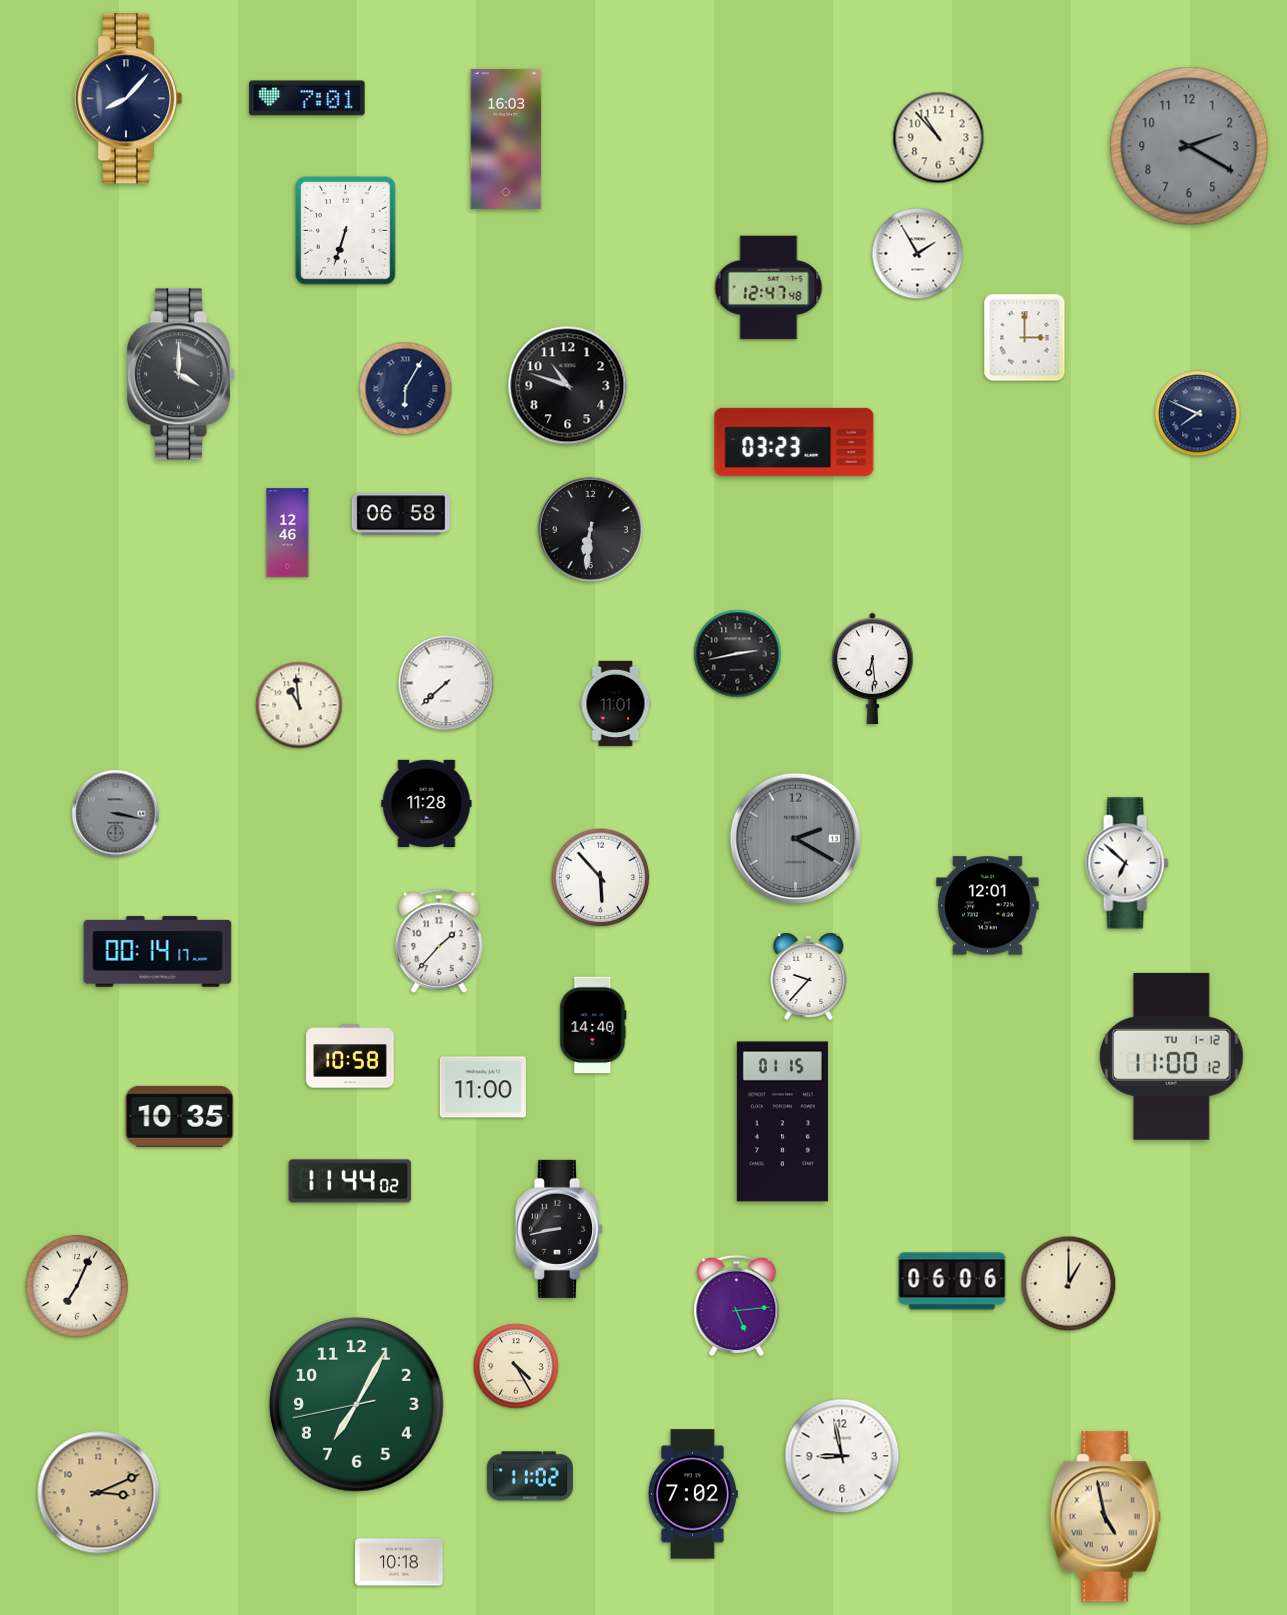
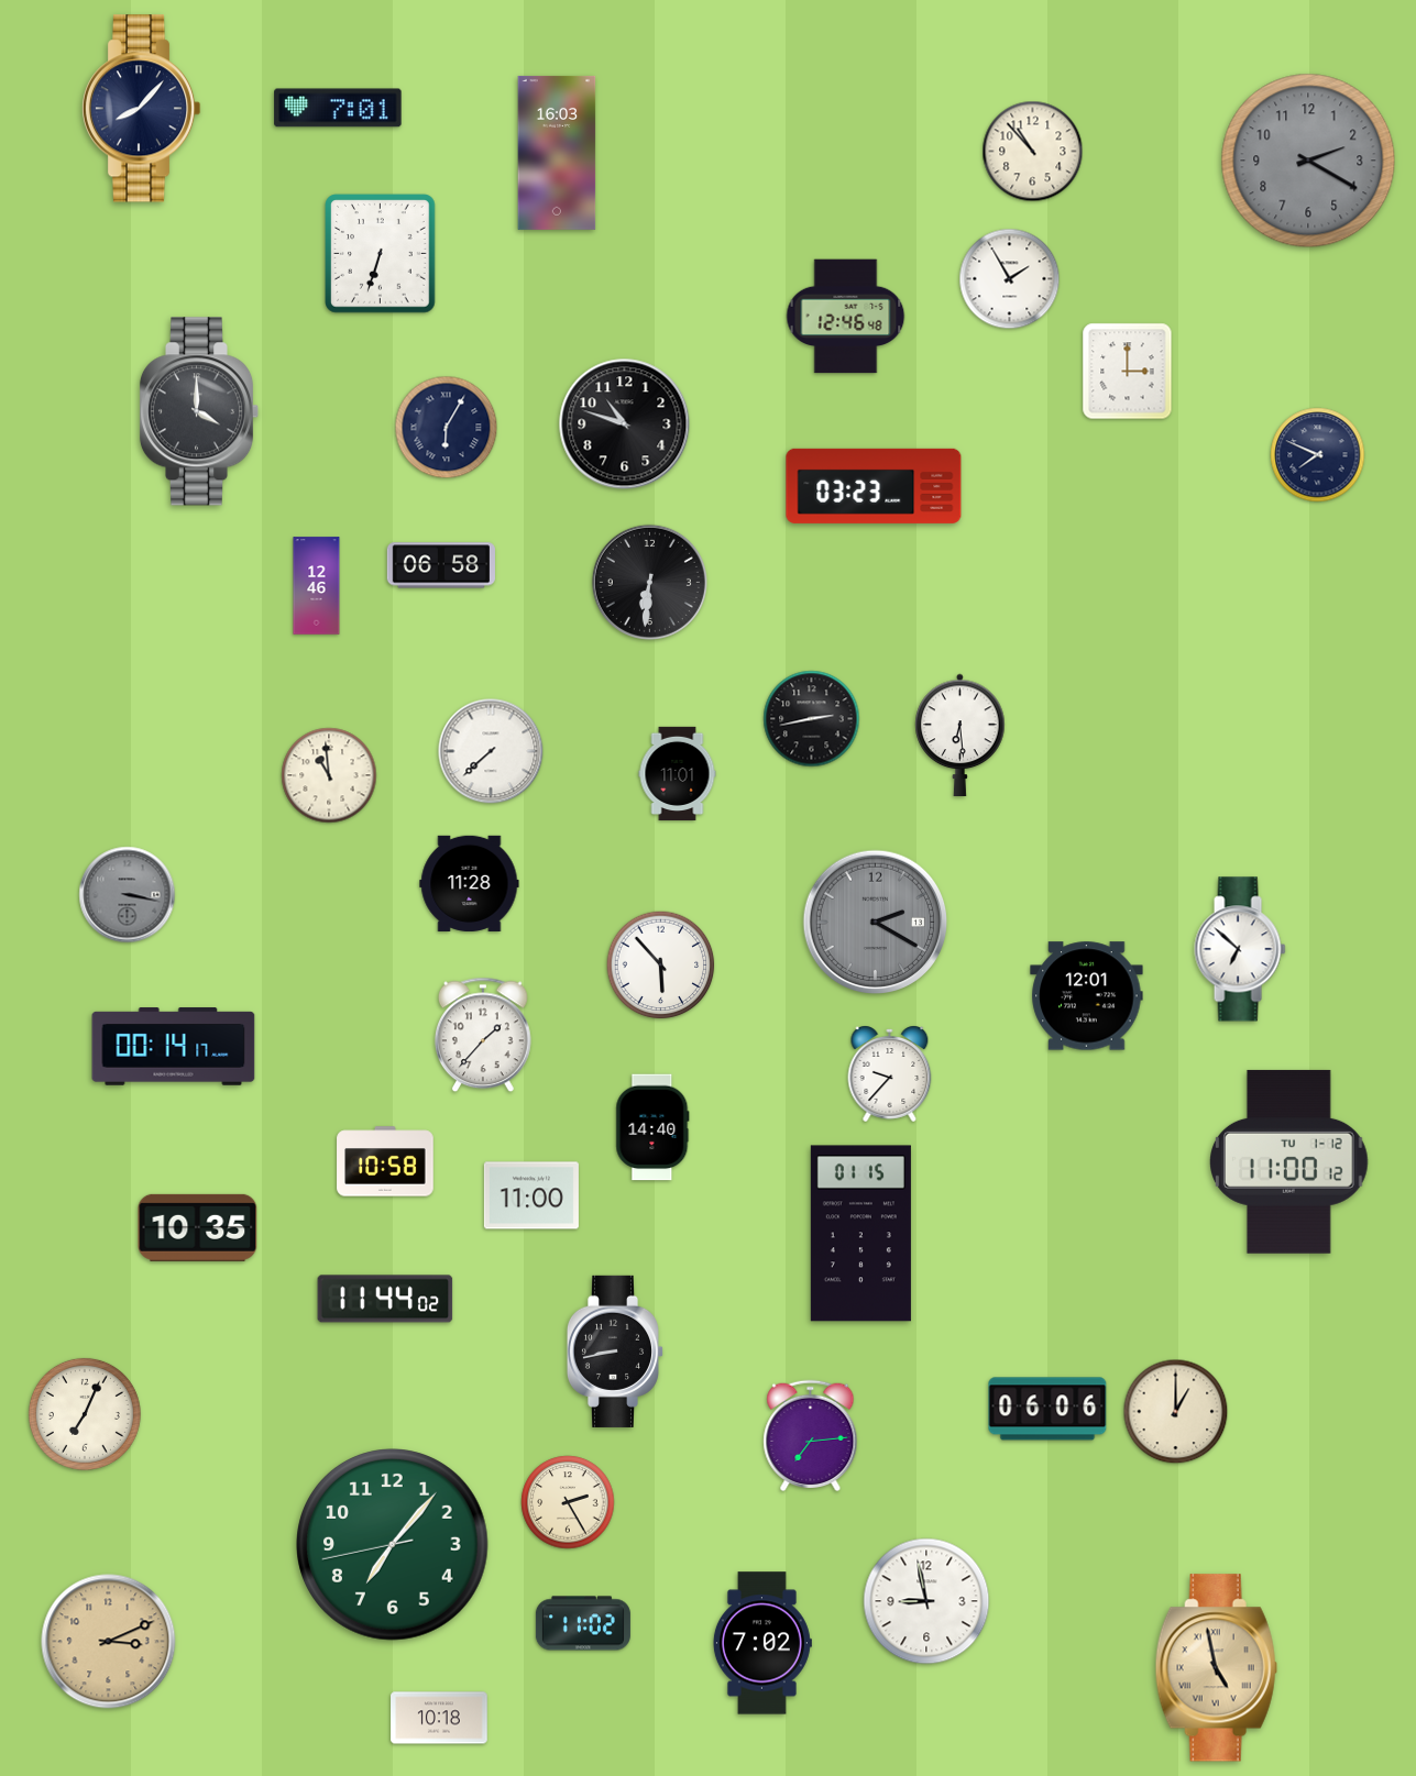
clock at (769, 288): 12:47 -> 12:46
clock at (737, 1306): 5:14 -> 7:14
clock at (516, 1366): 4:25 -> 2:25
clock at (357, 1405): 7:04 -> 7:06
